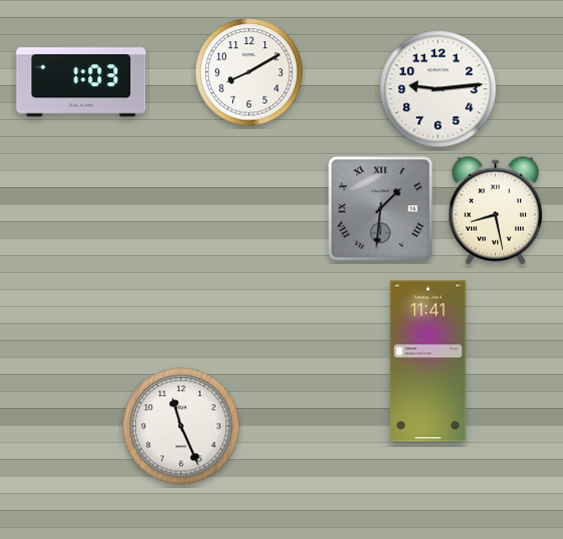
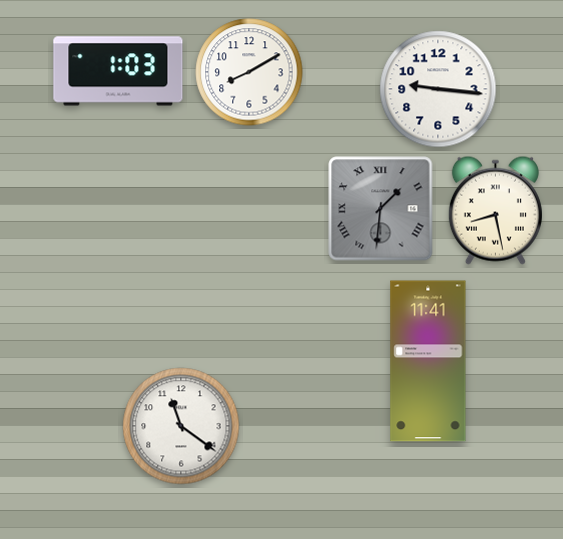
clock at (81, 82) position: (81, 82) -> (118, 71)
clock at (438, 89): 9:14 -> 9:16
clock at (181, 426): 11:26 -> 11:21
